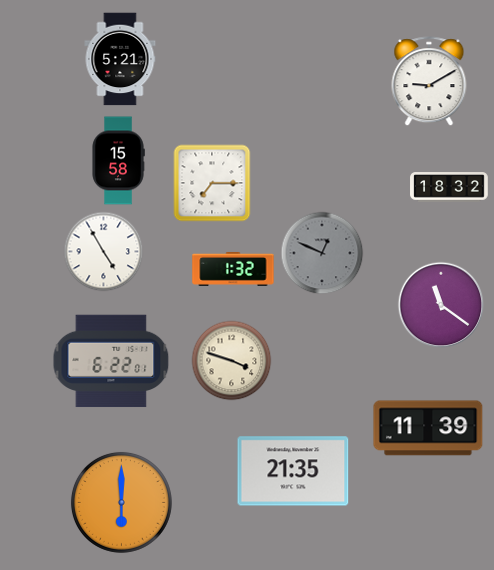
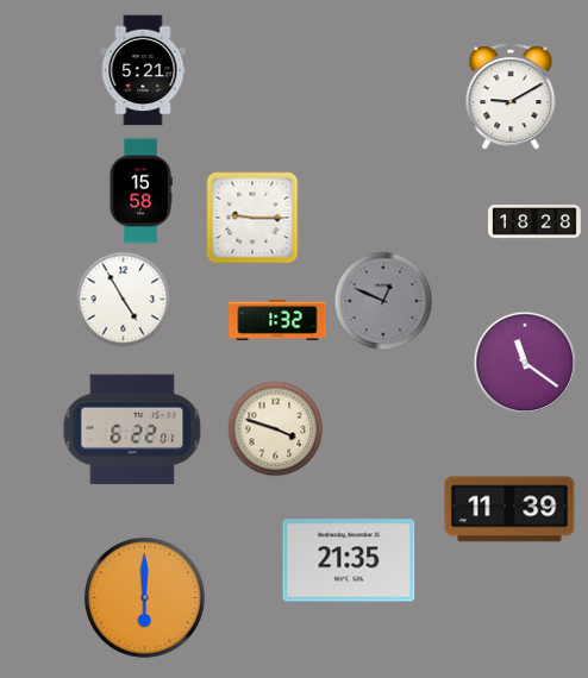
clock at (212, 183): 7:15 -> 9:15
clock at (449, 187): 18:32 -> 18:28
